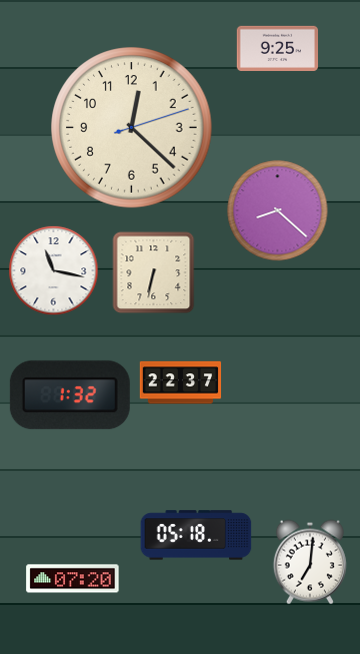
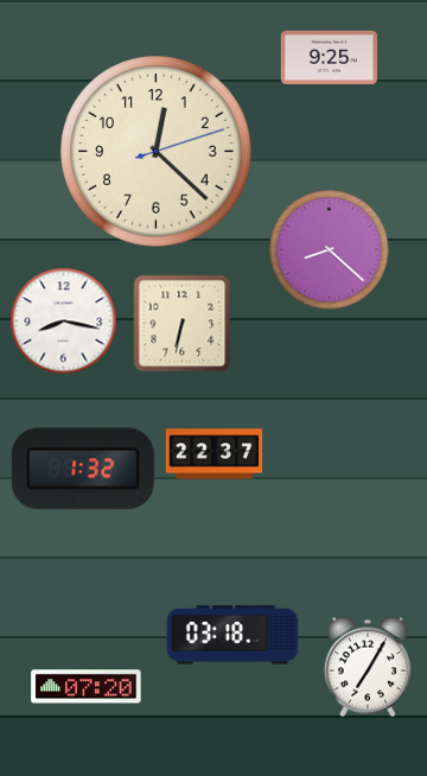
clock at (54, 271): 11:17 -> 8:17
clock at (196, 535): 05:18 -> 03:18
clock at (310, 562): 7:01 -> 7:05
